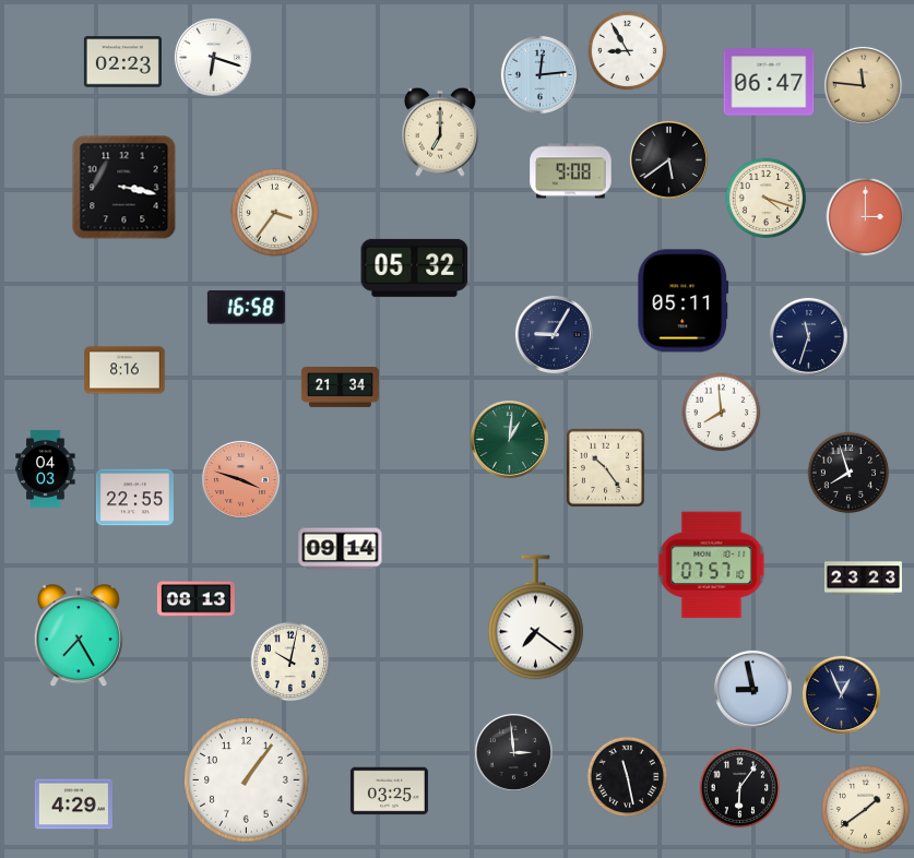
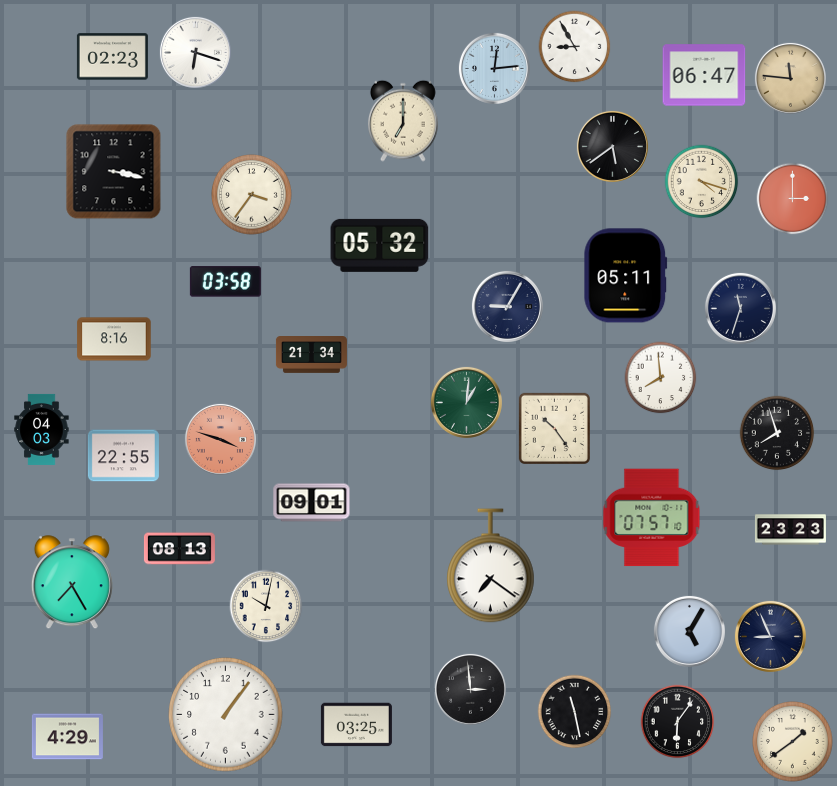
clock at (571, 171): 9:08 -> none
clock at (246, 308): 16:58 -> 03:58
clock at (341, 549): 09:14 -> 09:01
clock at (752, 689): 8:58 -> 5:05
clock at (841, 694): 12:56 -> 8:56
